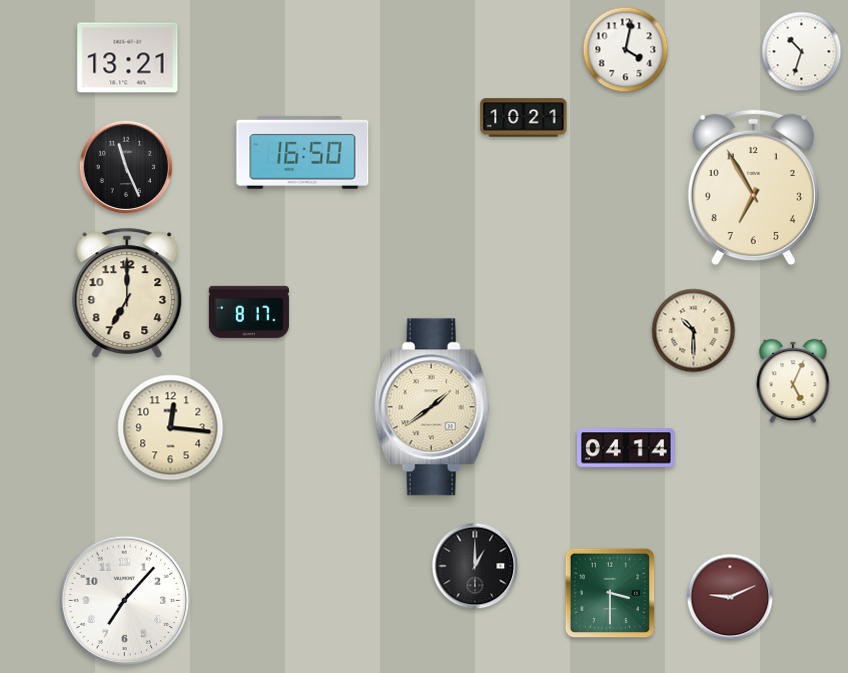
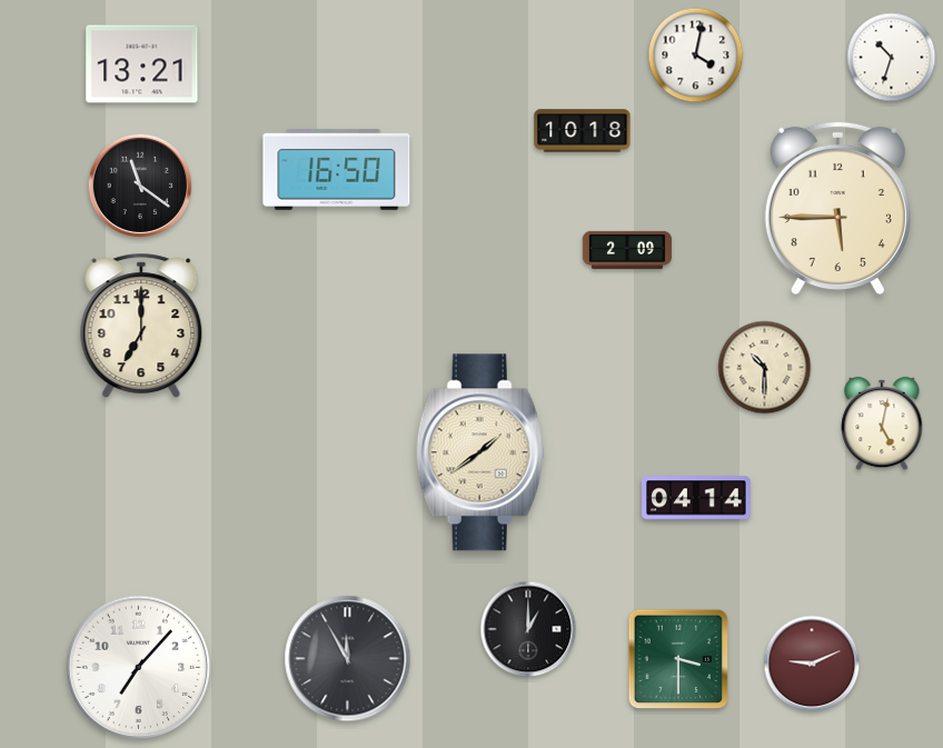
clock at (524, 118): 10:21 -> 10:18
clock at (126, 167): 11:26 -> 11:21
clock at (753, 188): 6:55 -> 5:45
clock at (627, 250): none -> 2:09
clock at (249, 312): 8:17 -> none
clock at (694, 331) position: (694, 331) -> (765, 368)
clock at (793, 381): 5:04 -> 5:02
clock at (171, 428): 12:16 -> none
clock at (348, 659): none -> 11:55
